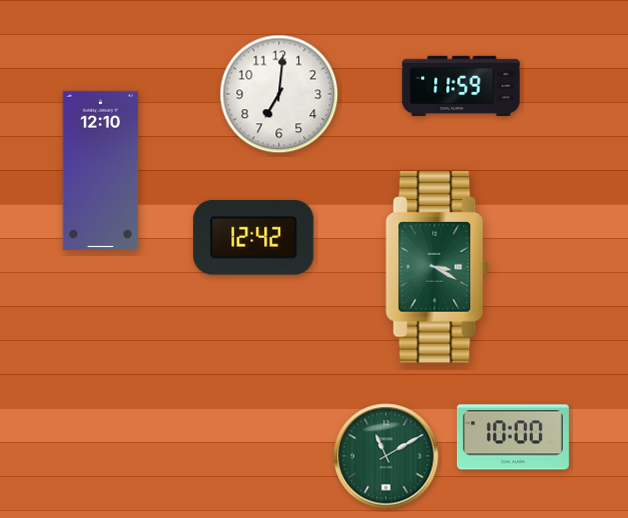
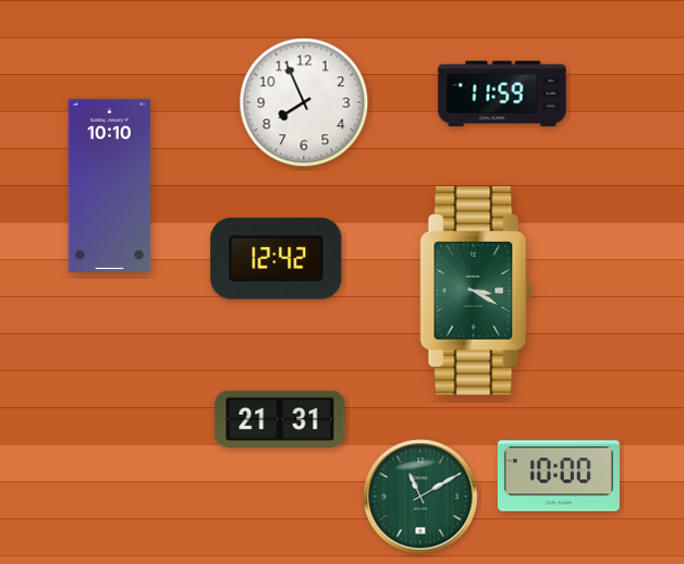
clock at (279, 94): 7:01 -> 7:56
clock at (101, 170): 12:10 -> 10:10
clock at (280, 419): none -> 21:31
